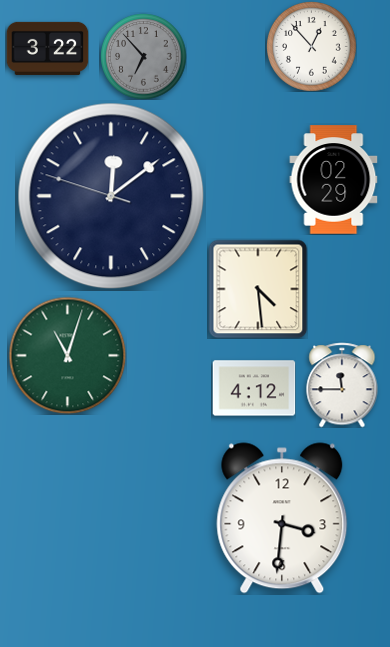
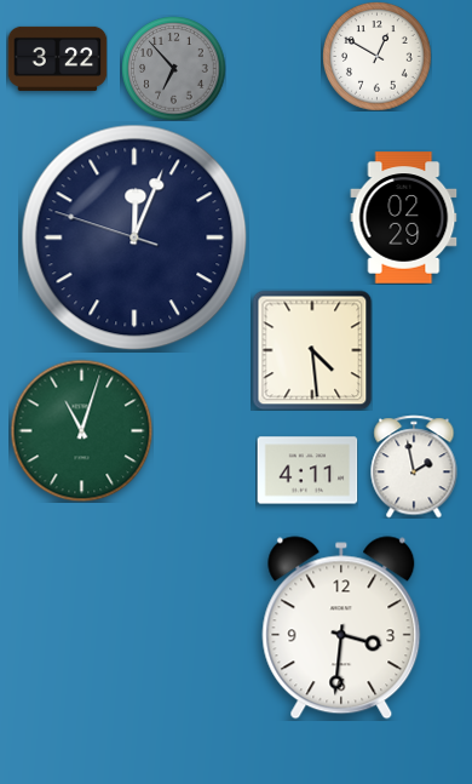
clock at (312, 47): 12:53 -> 12:50
clock at (111, 196): 12:08 -> 12:03
clock at (342, 385): 11:45 -> 1:58
clock at (254, 388): 4:12 -> 4:11
